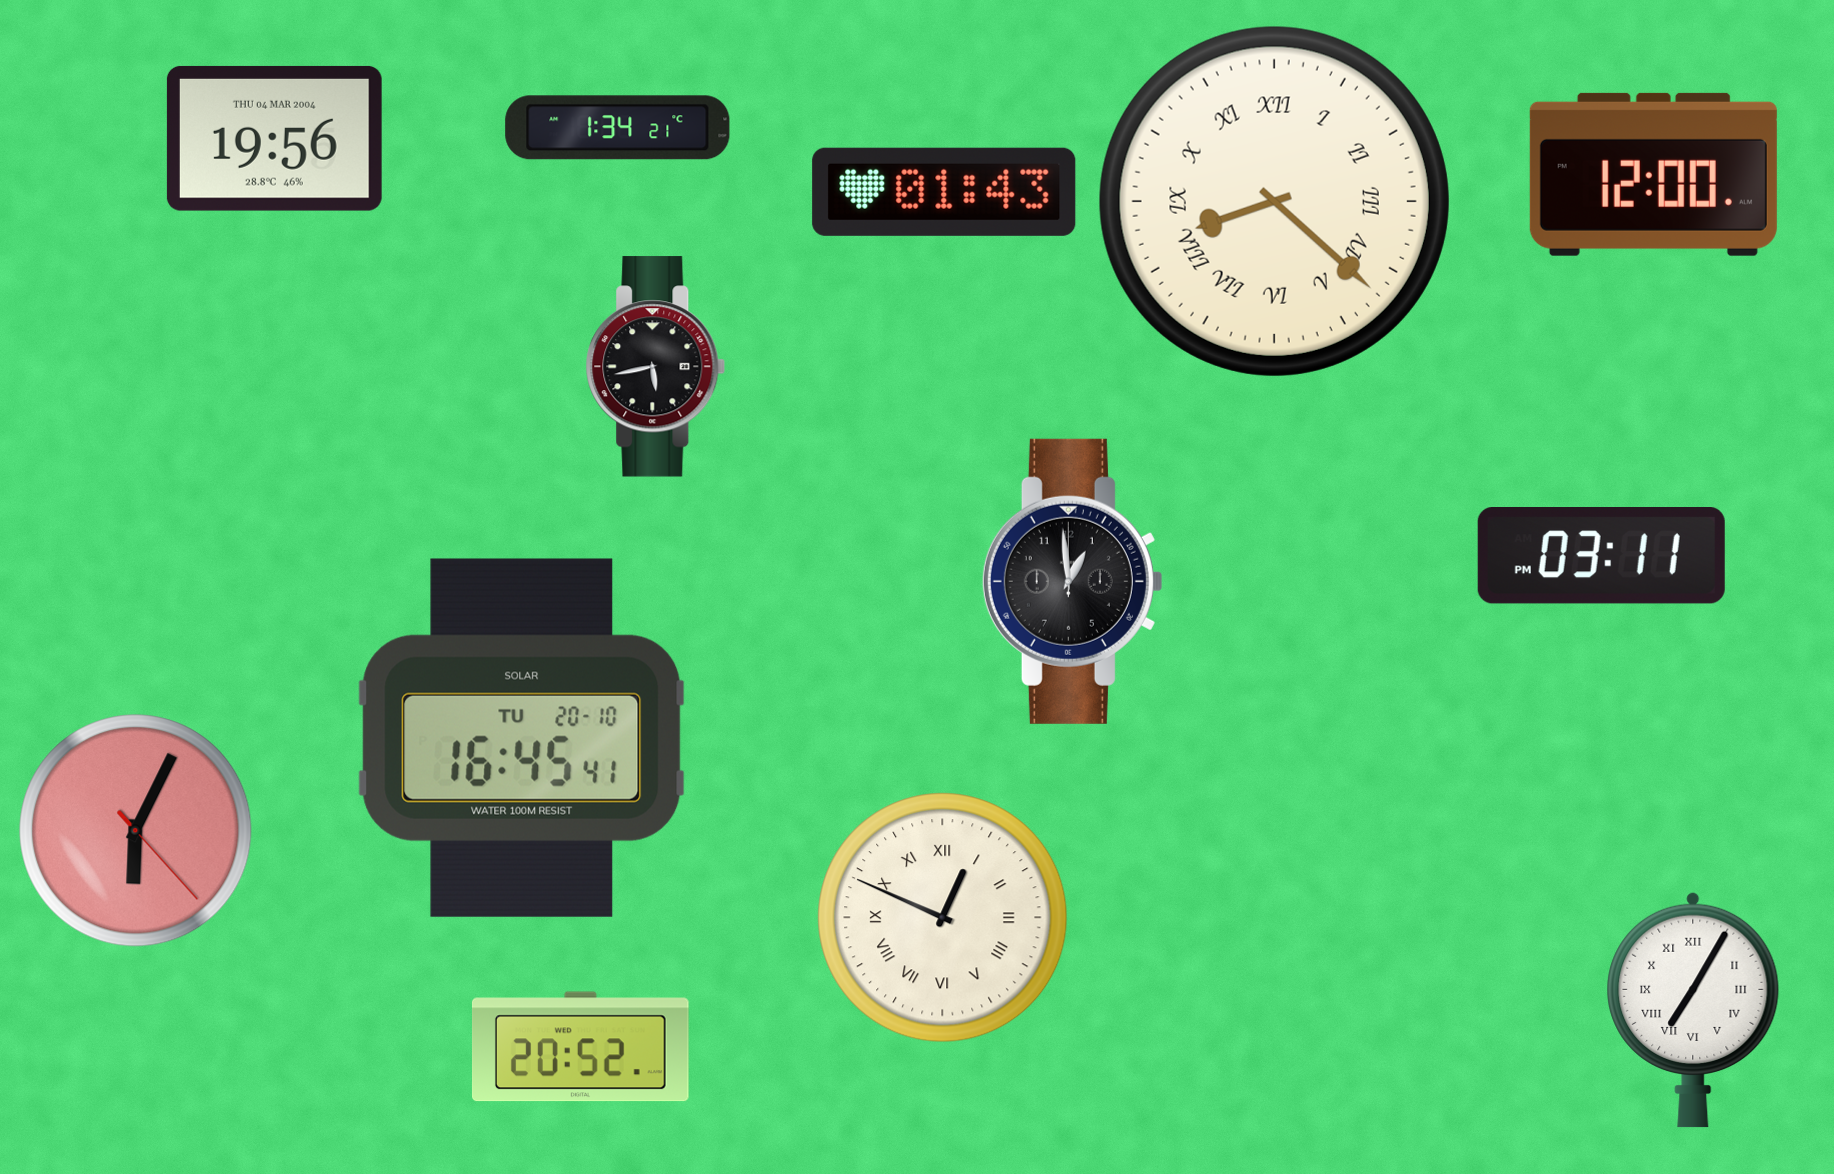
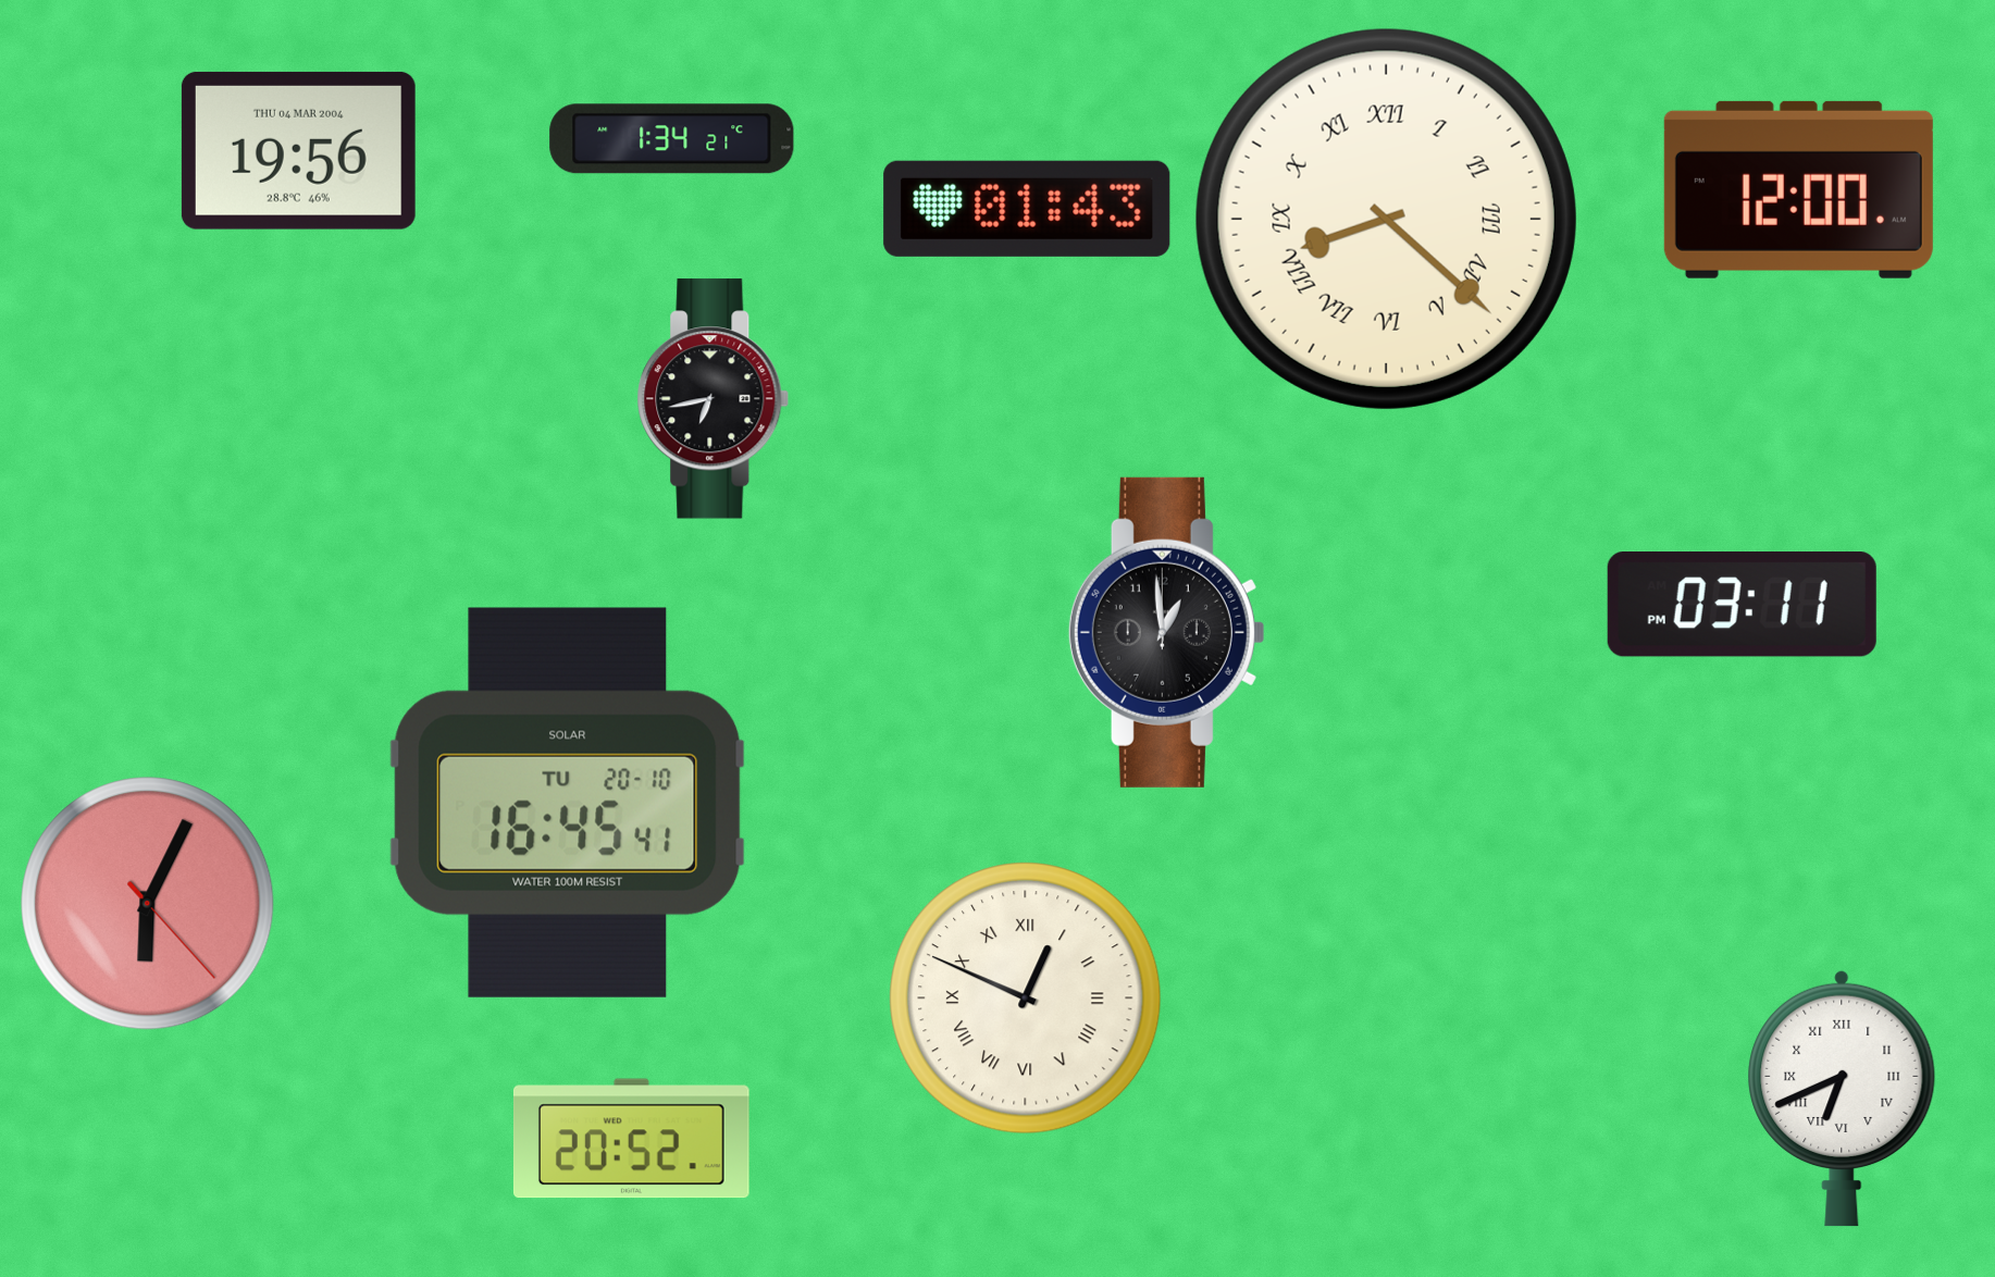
clock at (656, 367): 5:43 -> 6:43
clock at (1693, 1010): 7:05 -> 6:41
